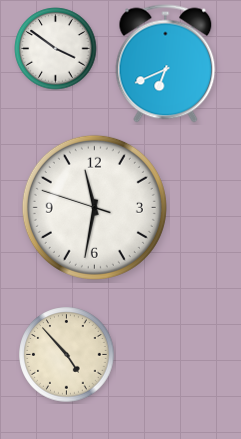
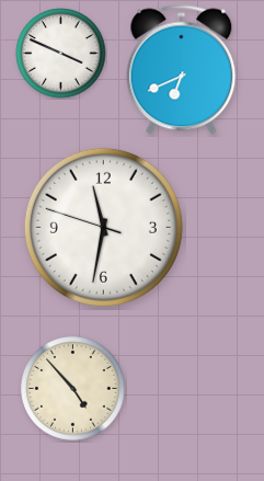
clock at (56, 49): 3:51 -> 3:49
